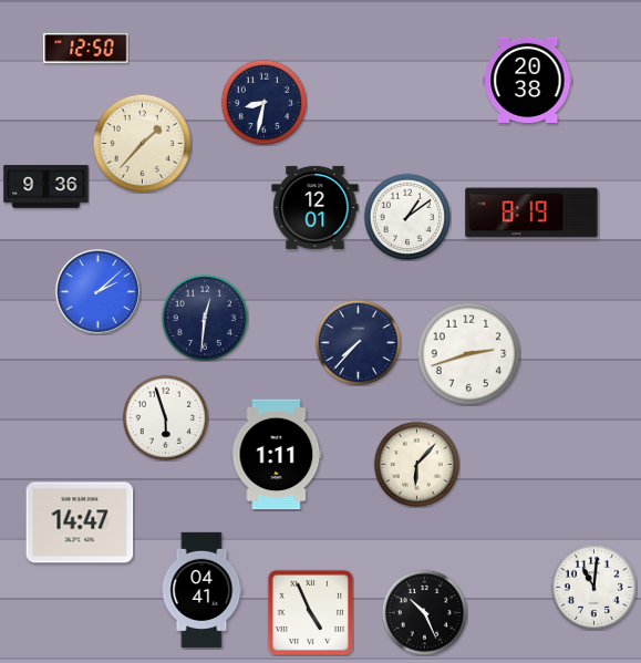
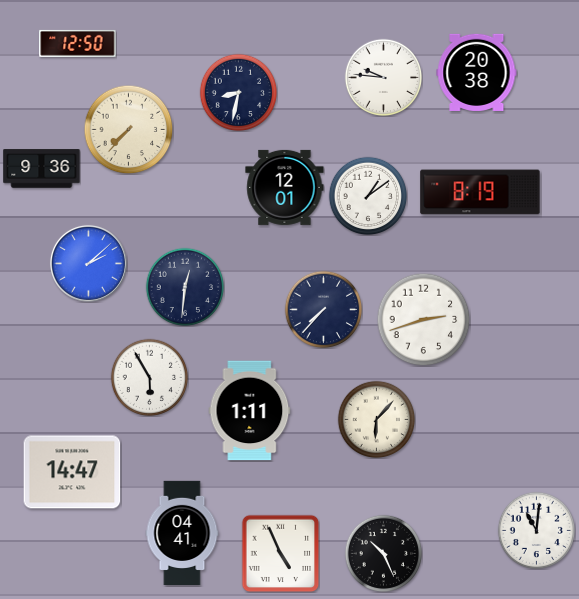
clock at (383, 77): none -> 9:46
clock at (142, 143): 1:37 -> 7:37
clock at (165, 417): 5:57 -> 5:55
